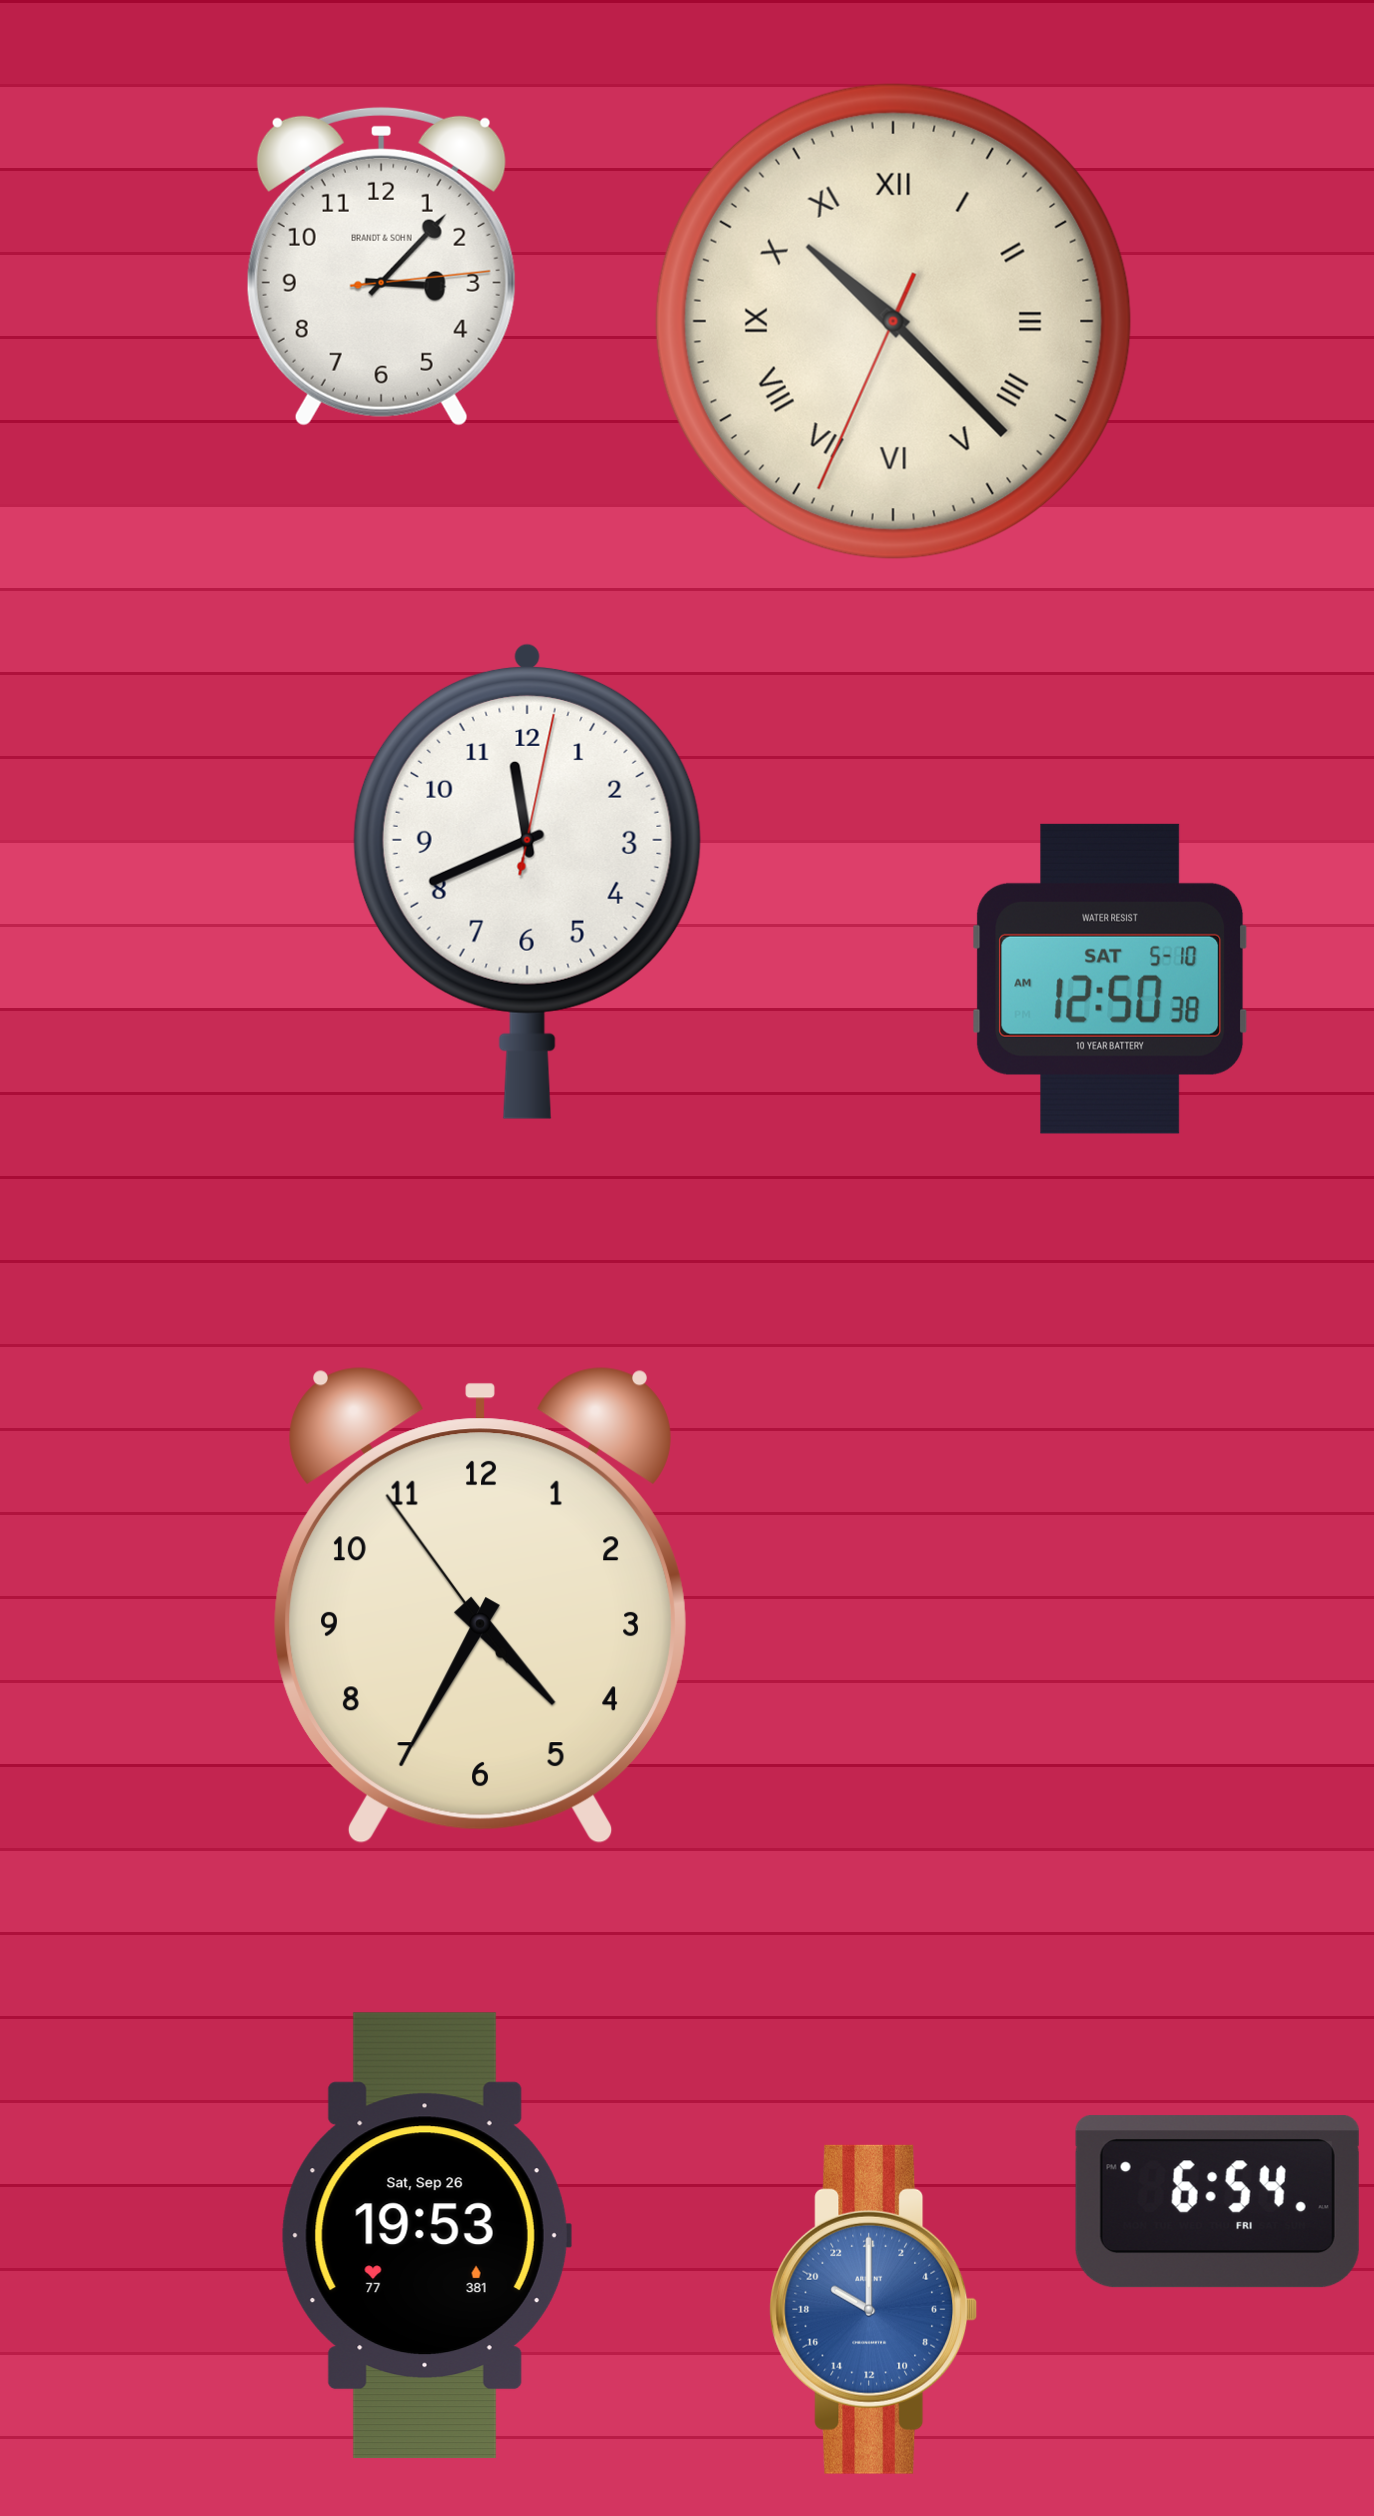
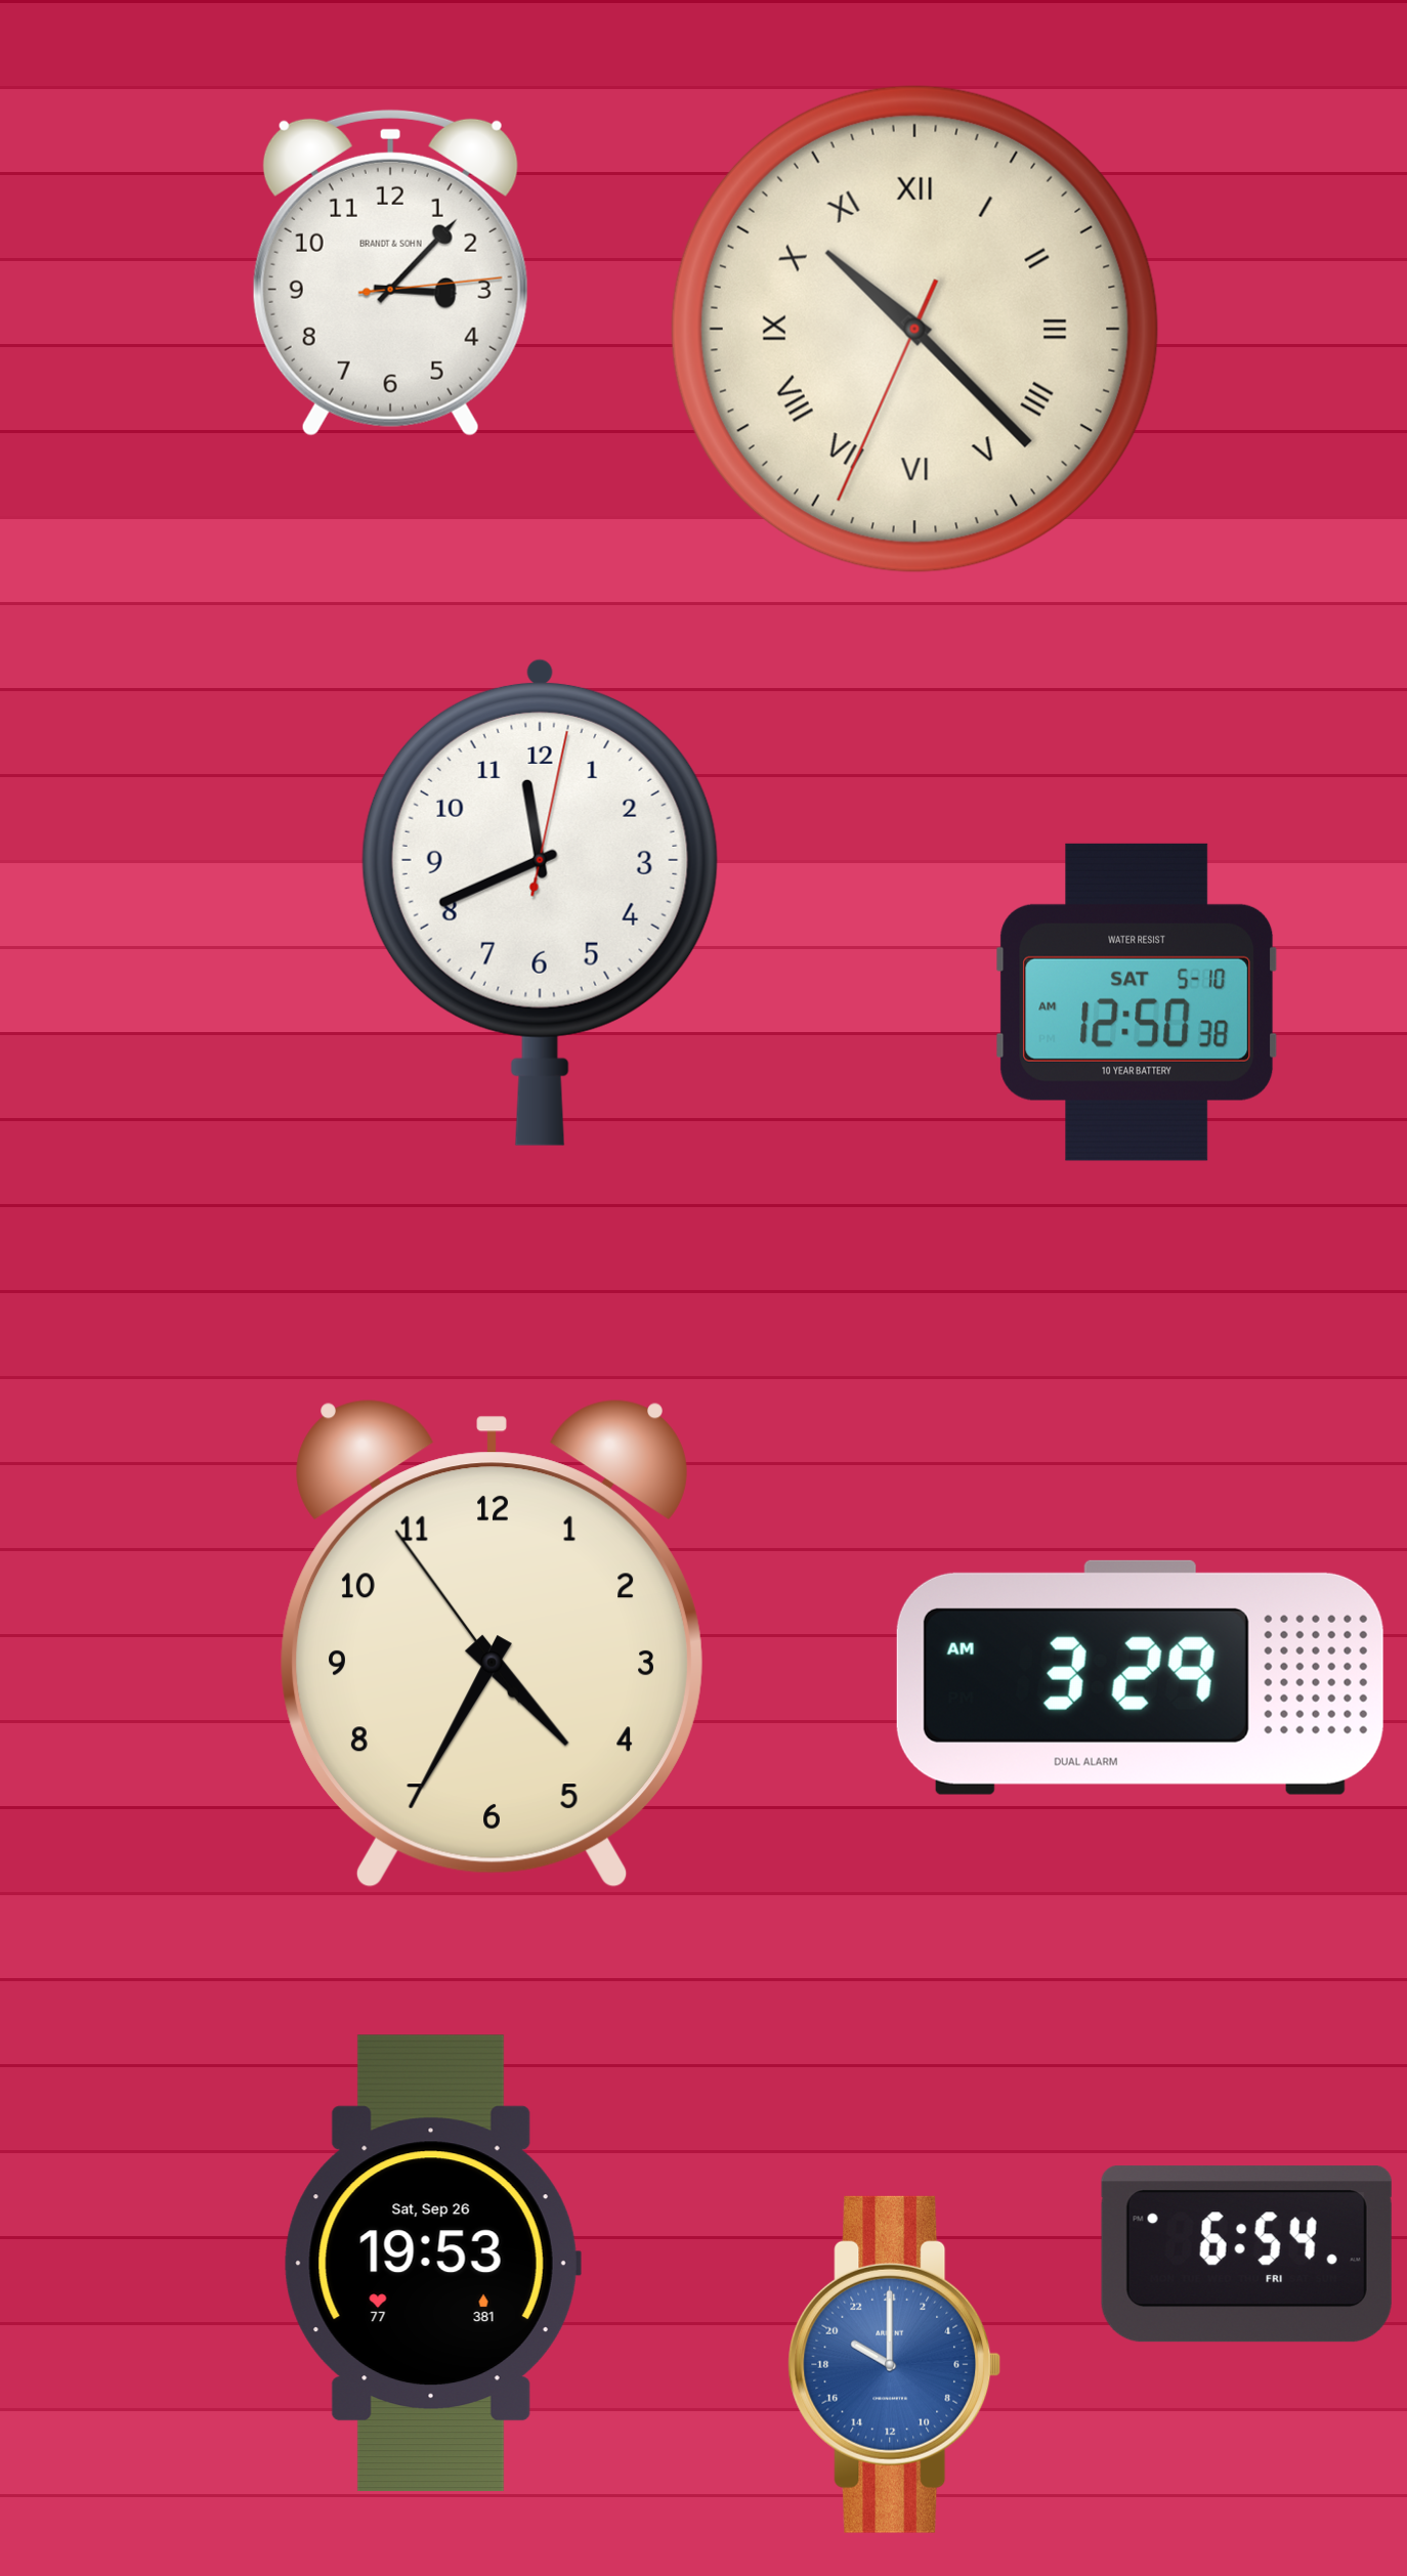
clock at (1140, 1677): none -> 3:29
clock at (426, 2236) position: (426, 2236) -> (432, 2264)
